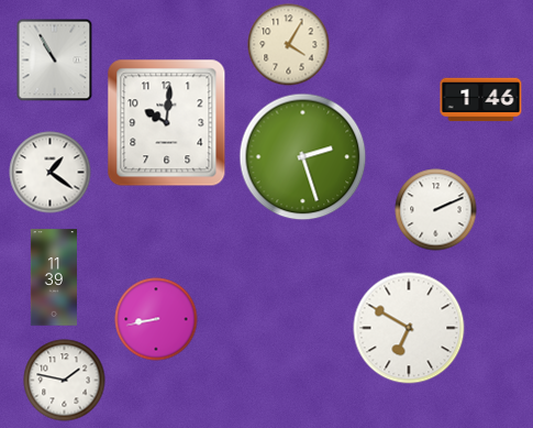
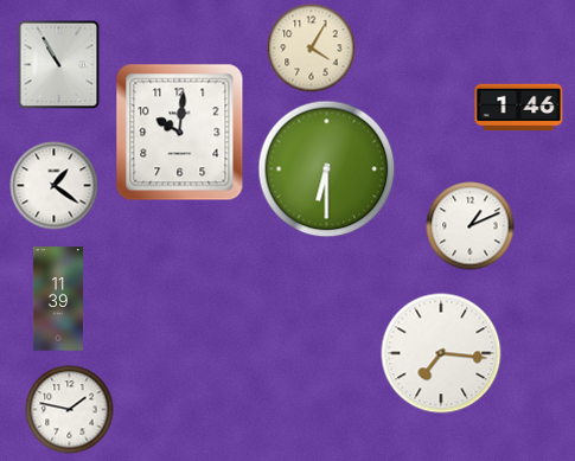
clock at (303, 157): 2:27 -> 6:30
clock at (436, 210): 2:11 -> 1:11
clock at (156, 319): 8:43 -> none
clock at (409, 328): 6:50 -> 7:16
